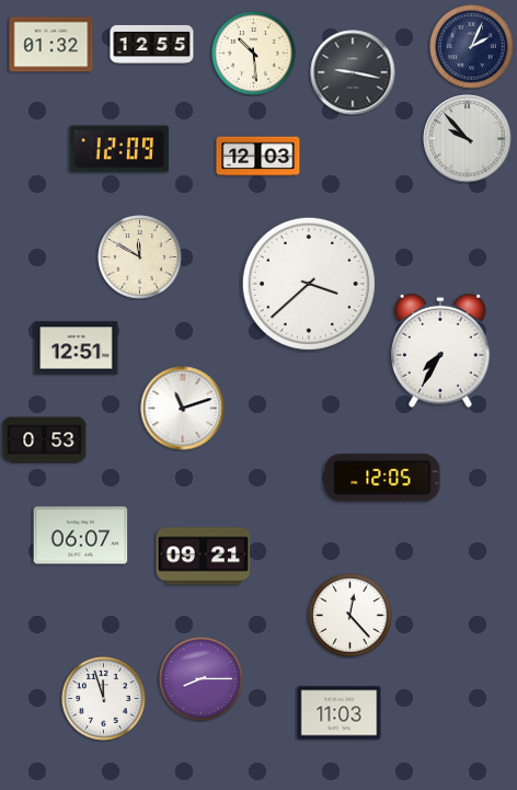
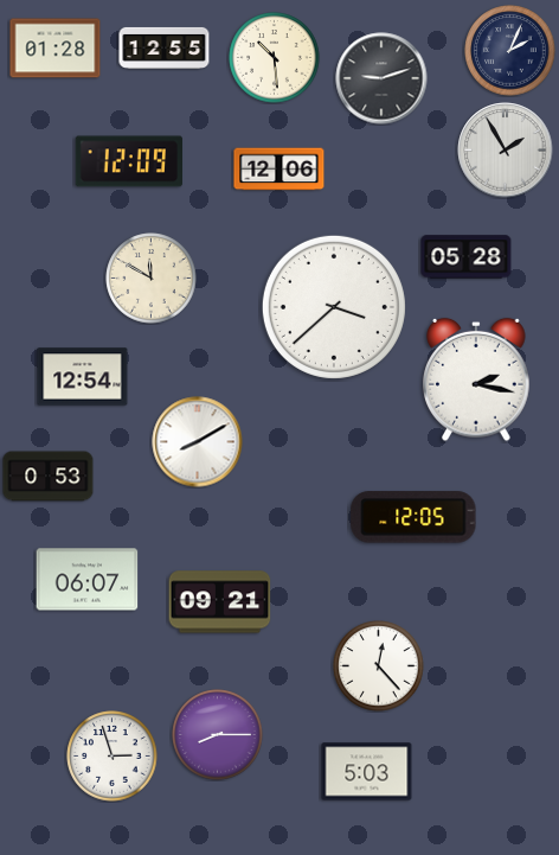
clock at (51, 45): 01:32 -> 01:28
clock at (353, 72): 9:17 -> 9:12
clock at (468, 139): 9:53 -> 1:55
clock at (258, 157): 12:03 -> 12:06
clock at (467, 257): none -> 05:28
clock at (77, 348): 12:51 -> 12:54
clock at (440, 351): 7:35 -> 2:17
clock at (183, 409): 11:12 -> 8:10
clock at (104, 699): 11:57 -> 2:57
clock at (340, 713): 11:03 -> 5:03
